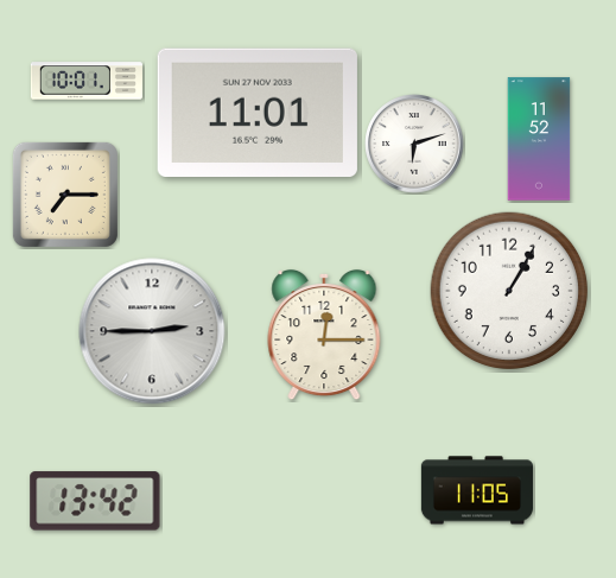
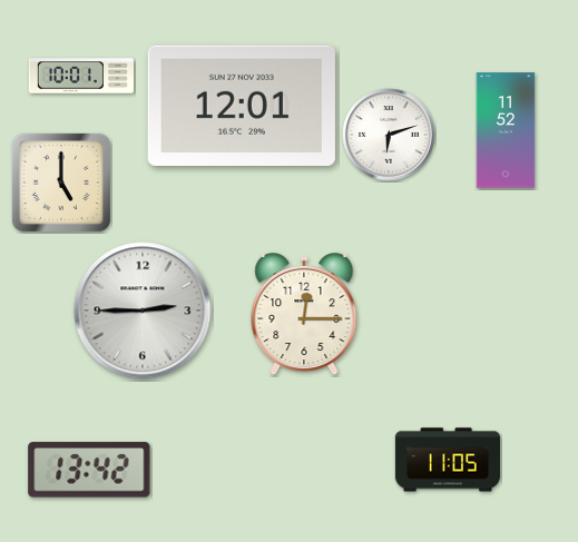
clock at (258, 112): 11:01 -> 12:01
clock at (65, 195): 7:15 -> 5:00
clock at (509, 291): 1:05 -> none
